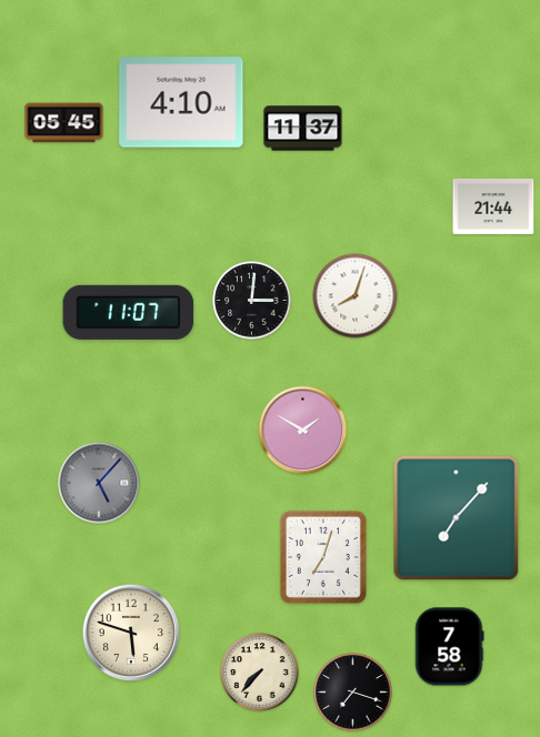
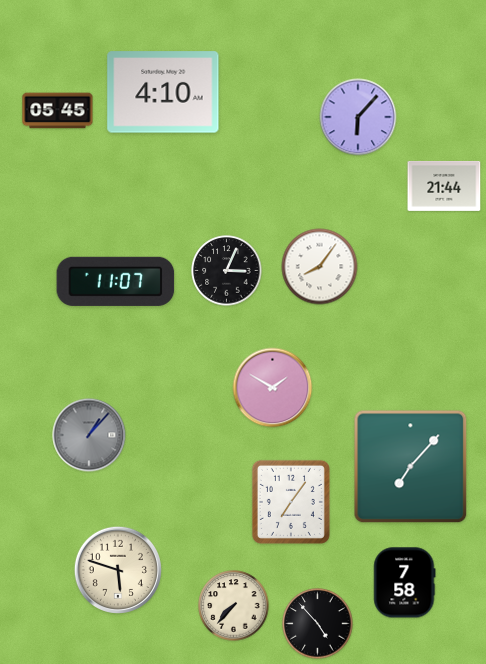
clock at (303, 129): 11:37 -> none
clock at (358, 117): none -> 6:07
clock at (356, 296): 8:03 -> 8:06
clock at (252, 301): 3:01 -> 3:04
clock at (99, 483): 5:07 -> 1:07
clock at (323, 557): 7:03 -> 7:06
clock at (353, 693): 7:18 -> 4:53
